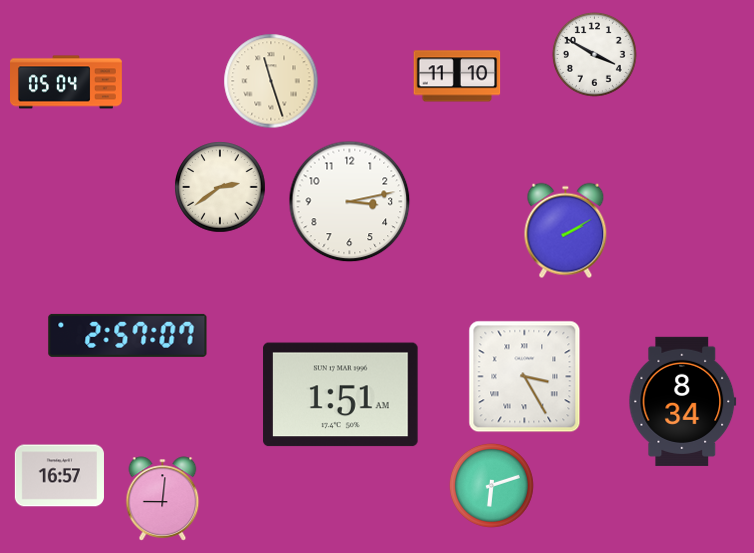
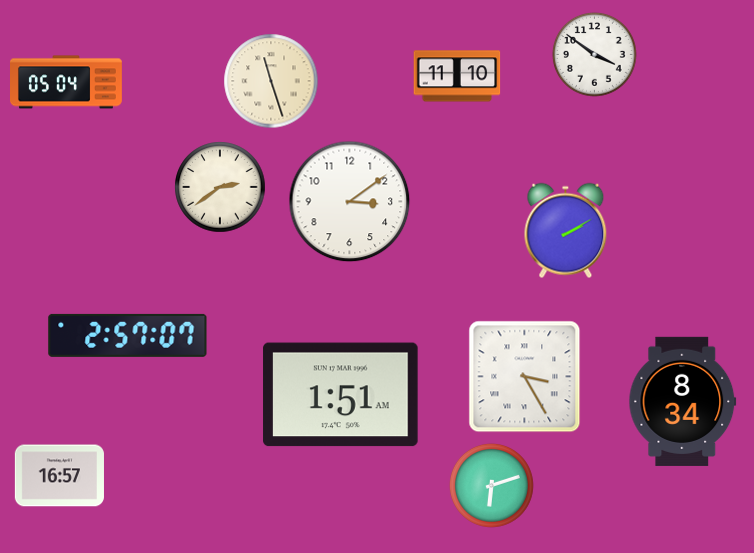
clock at (594, 54): 3:50 -> 3:51
clock at (350, 202): 3:13 -> 3:09
clock at (163, 499): 9:01 -> none
